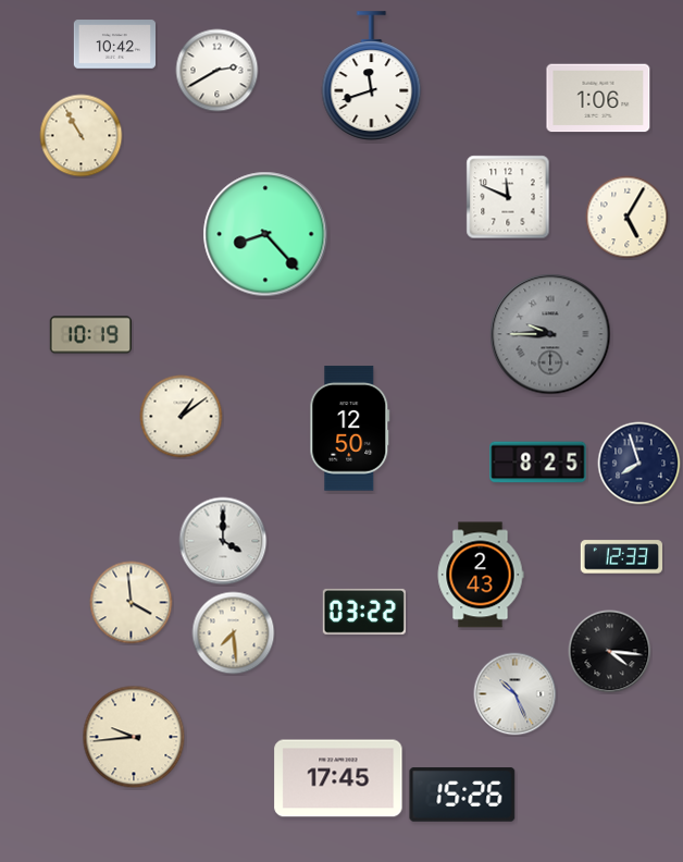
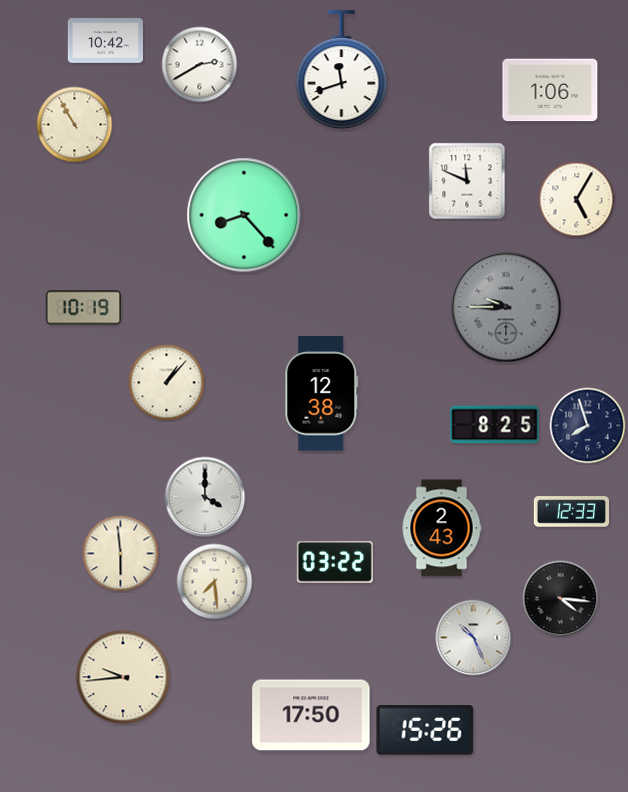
clock at (182, 417): 1:09 -> 1:07
clock at (350, 429): 12:50 -> 12:38
clock at (132, 603): 3:59 -> 5:59
clock at (338, 778): 17:45 -> 17:50
